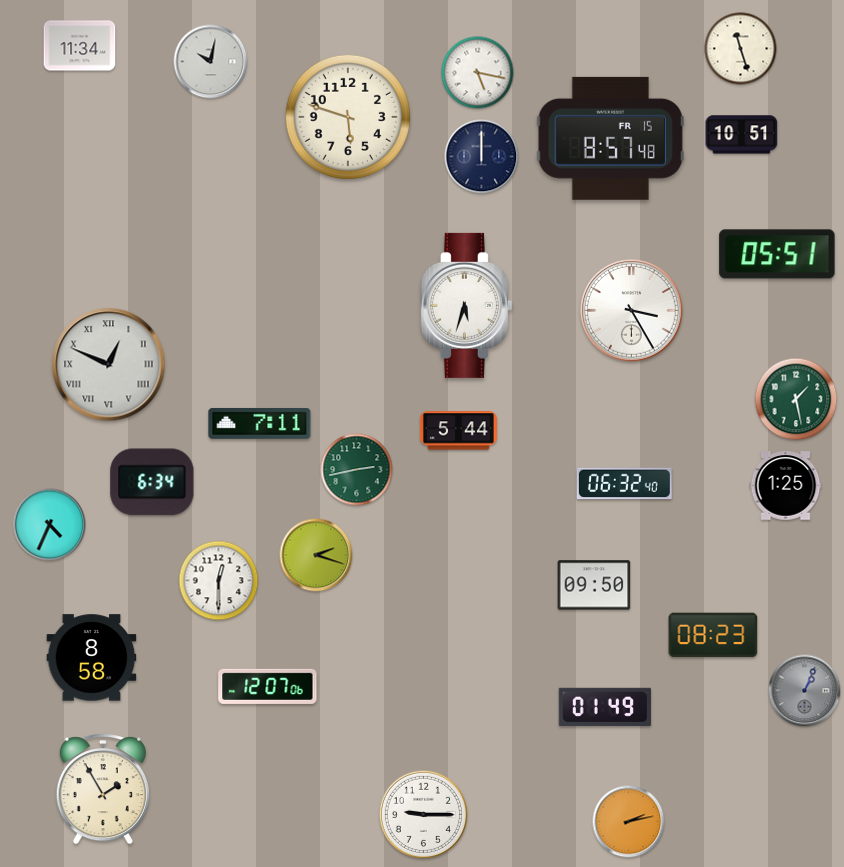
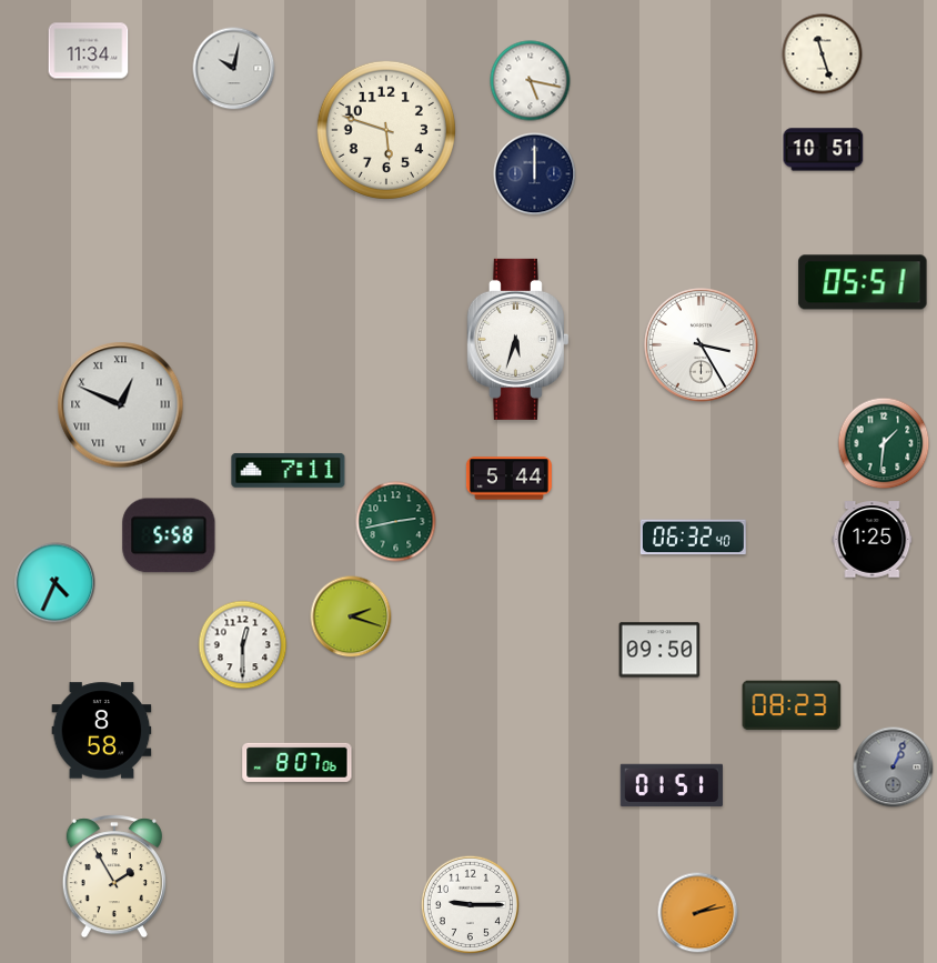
clock at (610, 138): 8:57 -> none
clock at (796, 399): 1:28 -> 1:31
clock at (152, 482): 6:34 -> 5:58
clock at (268, 686): 12:07 -> 8:07
clock at (605, 707): 01:49 -> 01:51
